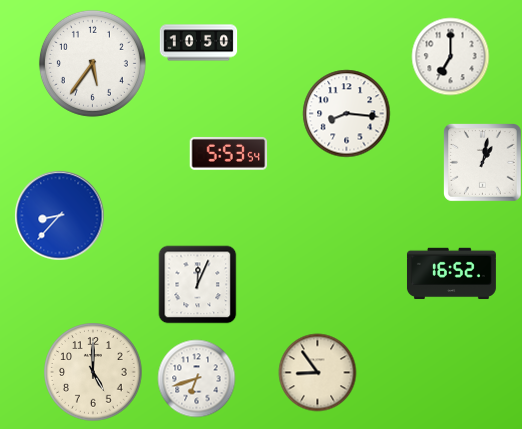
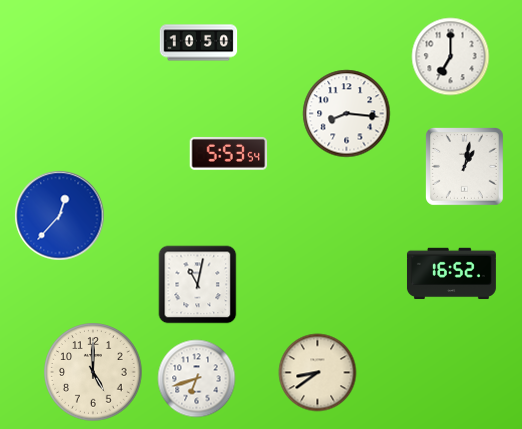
clock at (92, 63): 5:36 -> none
clock at (483, 163) position: (483, 163) -> (465, 167)
clock at (59, 215): 8:37 -> 12:37
clock at (197, 284): 12:04 -> 11:02
clock at (317, 372): 8:54 -> 8:39
